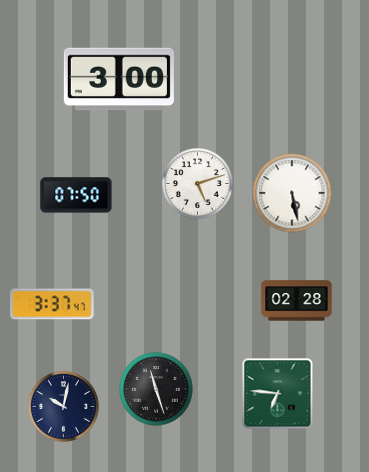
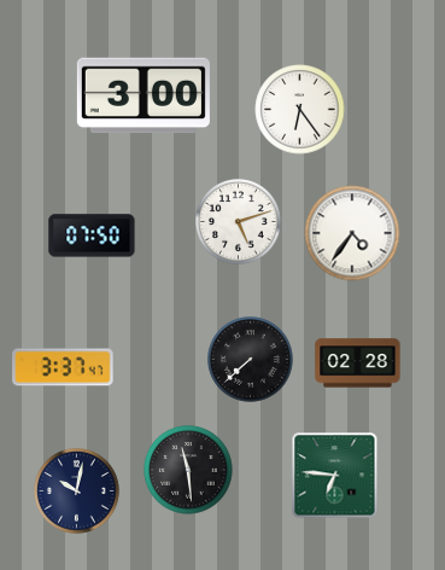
clock at (300, 110): none -> 6:24
clock at (292, 193): 5:28 -> 4:36
clock at (251, 360): none -> 7:38
clock at (156, 389): 11:27 -> 11:29
